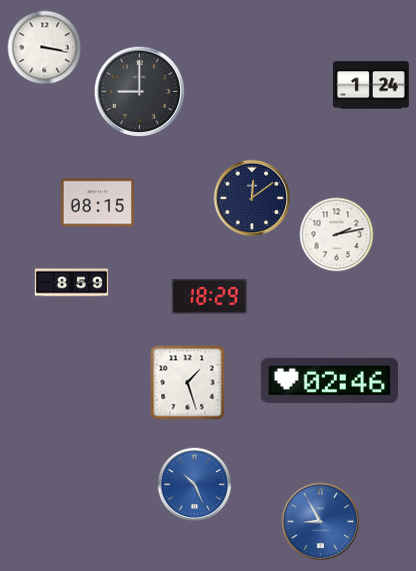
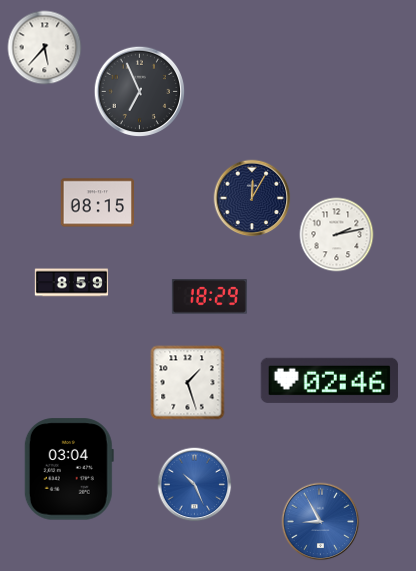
clock at (45, 48): 3:17 -> 5:37
clock at (371, 85): 1:24 -> none
clock at (140, 92): 9:00 -> 6:56
clock at (252, 198): 12:09 -> 12:05
clock at (69, 469): none -> 03:04
